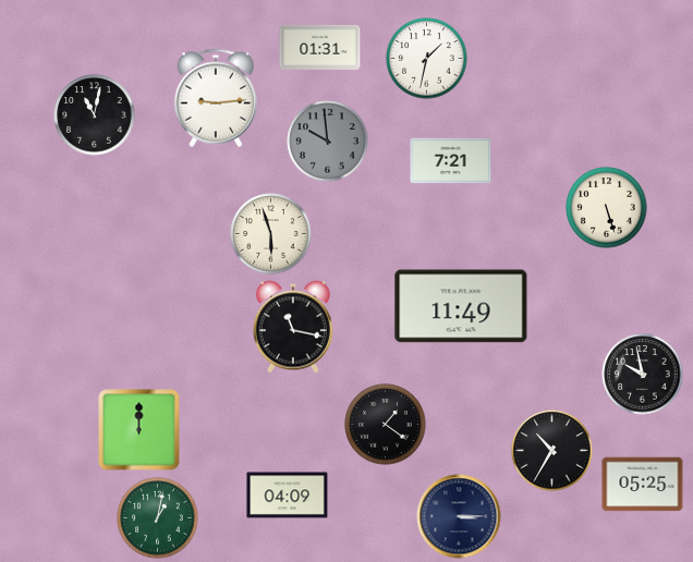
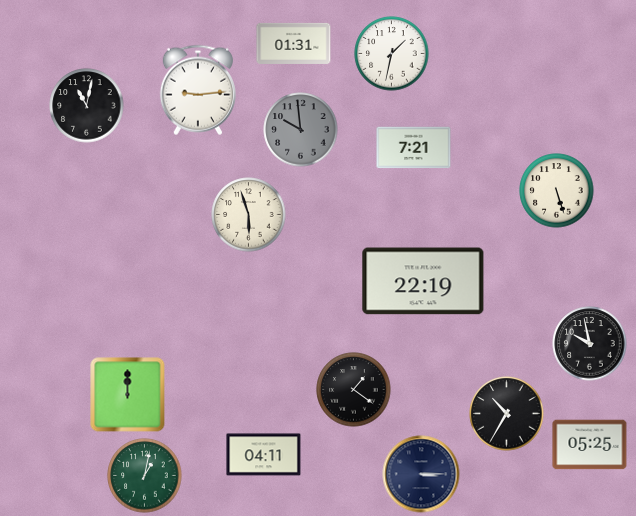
clock at (461, 306): 11:49 -> 22:19
clock at (293, 327): 11:17 -> none
clock at (288, 496): 04:09 -> 04:11
